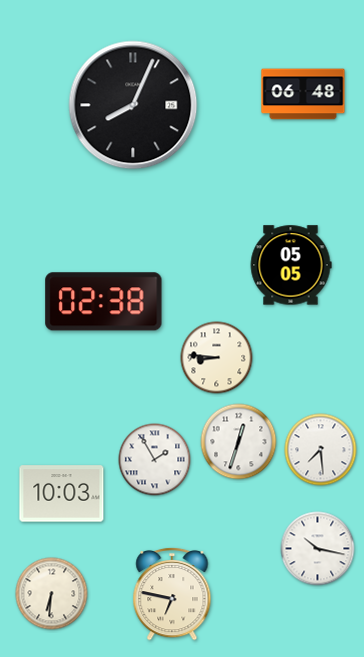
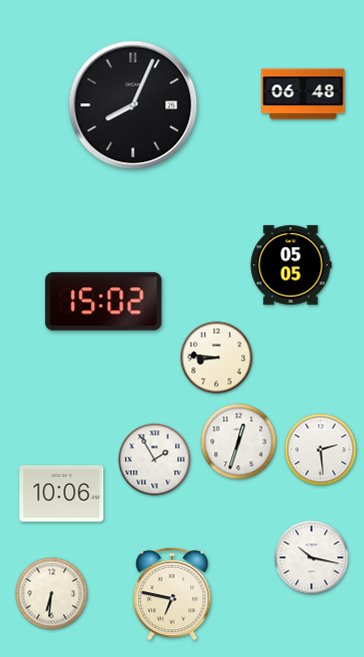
clock at (104, 302): 02:38 -> 15:02
clock at (321, 450): 7:29 -> 2:29
clock at (62, 494): 10:03 -> 10:06
clock at (318, 549) position: (318, 549) -> (312, 558)
